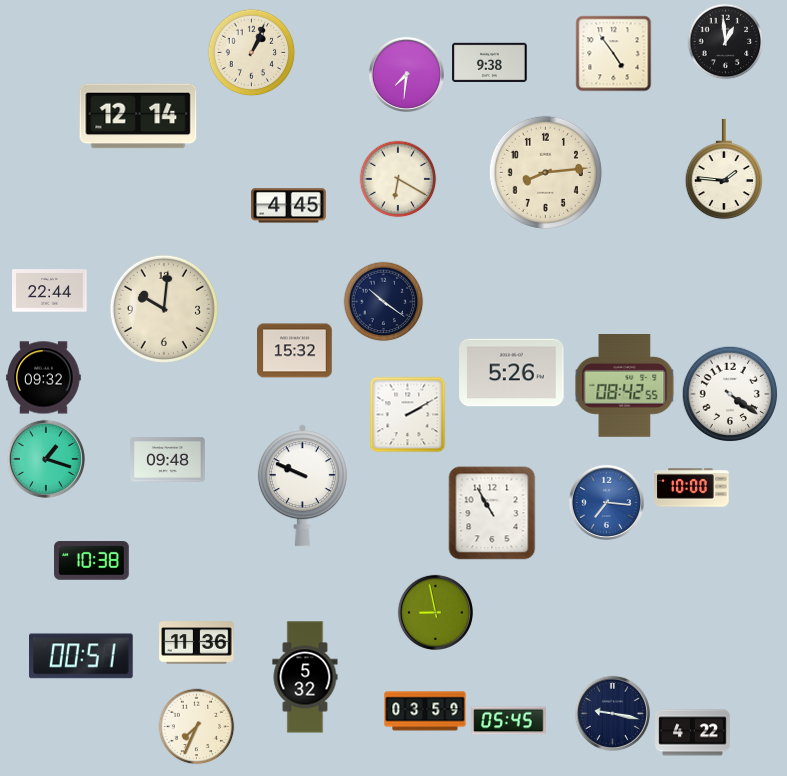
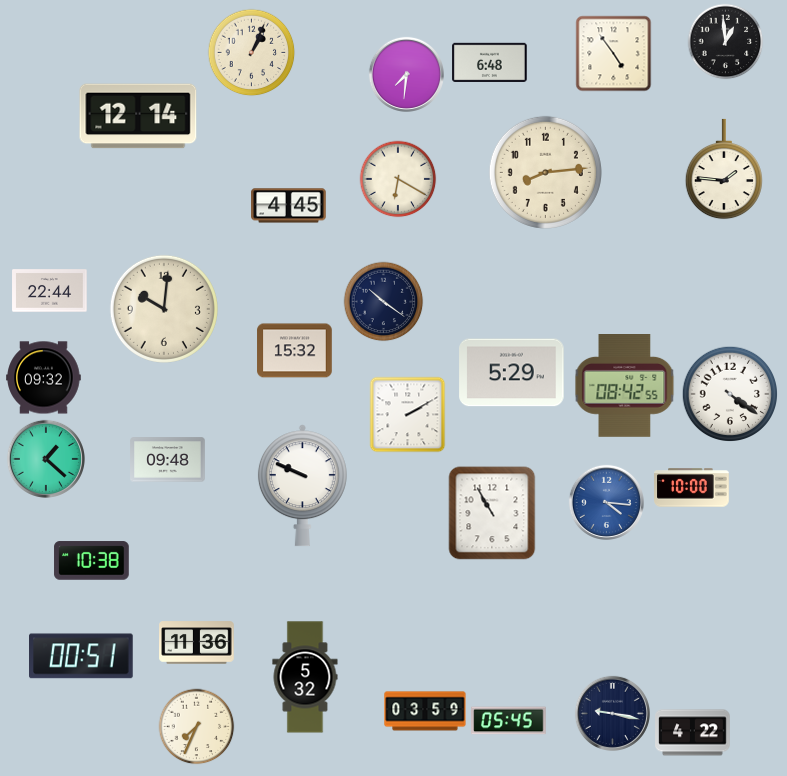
clock at (490, 63): 9:38 -> 6:48
clock at (512, 373): 5:26 -> 5:29
clock at (46, 459): 1:18 -> 1:22
clock at (606, 502): 7:16 -> 4:16
clock at (435, 612): 8:58 -> none
